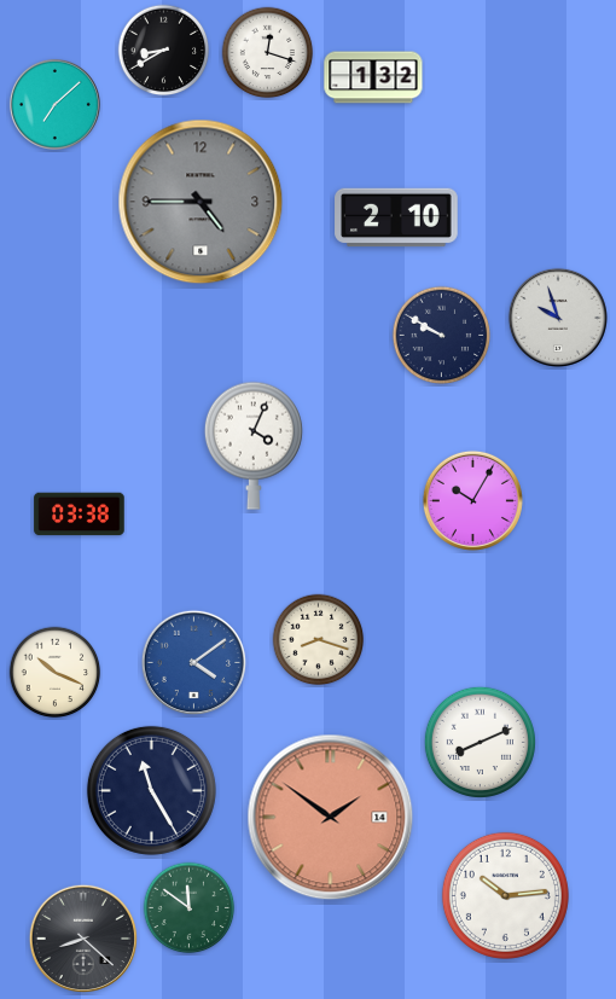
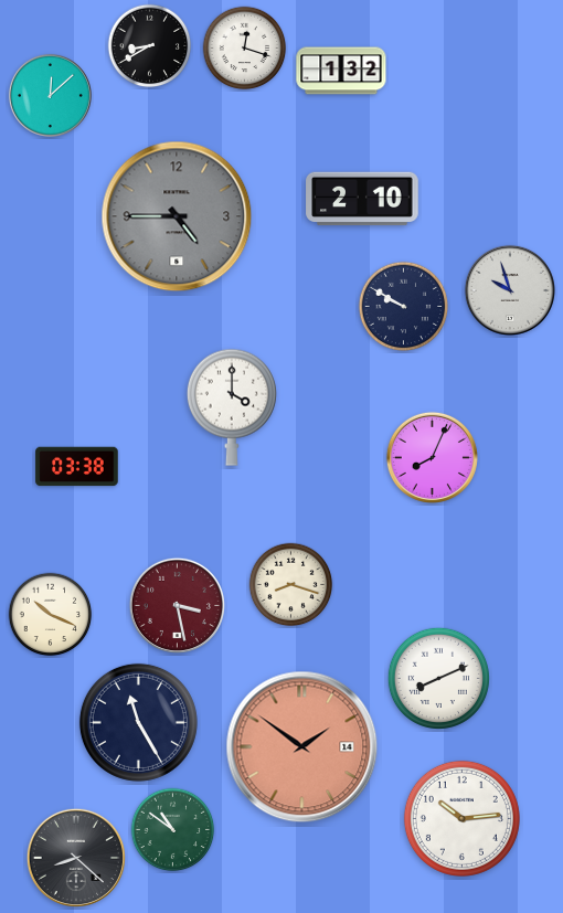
clock at (54, 104): 7:08 -> 12:08
clock at (201, 202) position: (201, 202) -> (177, 216)
clock at (254, 446): 4:04 -> 4:00
clock at (472, 500): 10:05 -> 8:04
clock at (80, 515) position: (80, 515) -> (77, 467)
clock at (193, 662): 4:09 -> 3:28
clock at (193, 662) dial: blue -> burgundy
clock at (190, 908): 11:51 -> 10:51
